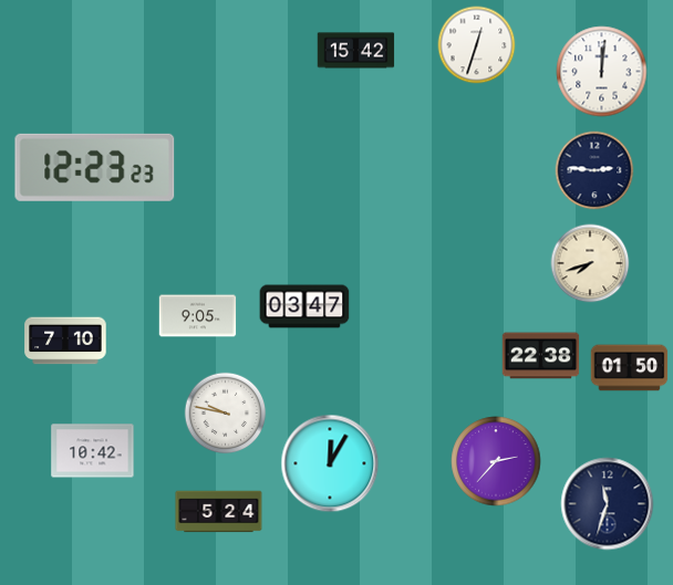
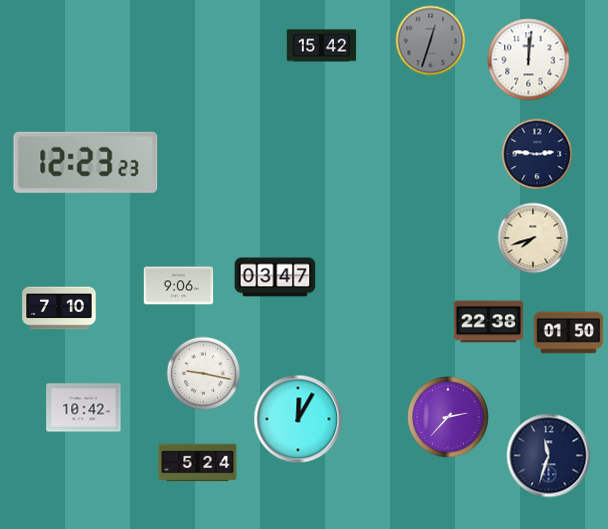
clock at (477, 45) dial: white -> grey
clock at (602, 72) position: (602, 72) -> (529, 60)
clock at (95, 167) position: (95, 167) -> (86, 162)
clock at (198, 316): 9:05 -> 9:06
clock at (226, 414): 9:47 -> 9:17
